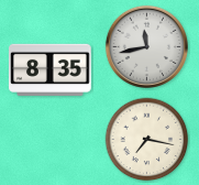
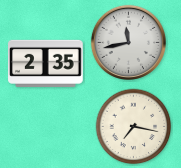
clock at (146, 46) position: (146, 46) -> (128, 42)
clock at (51, 69): 8:35 -> 2:35
